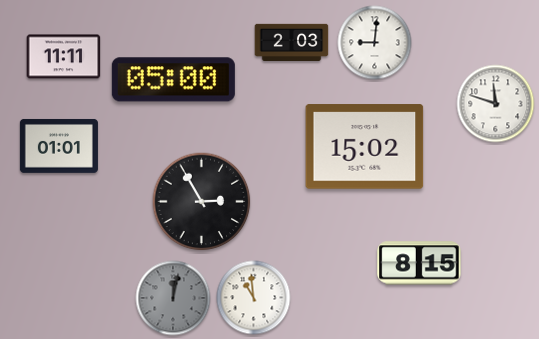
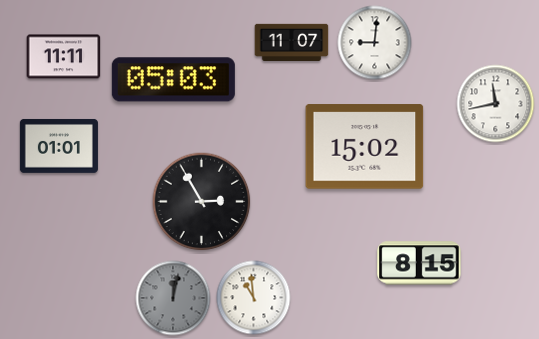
clock at (292, 42): 2:03 -> 11:07
clock at (173, 80): 05:00 -> 05:03
clock at (496, 104): 11:48 -> 11:43
